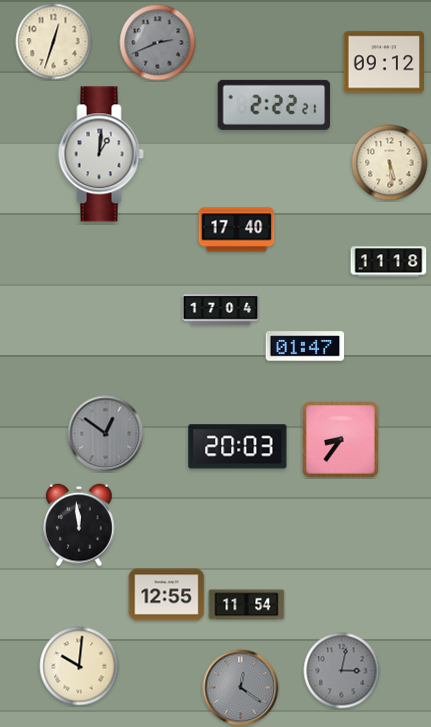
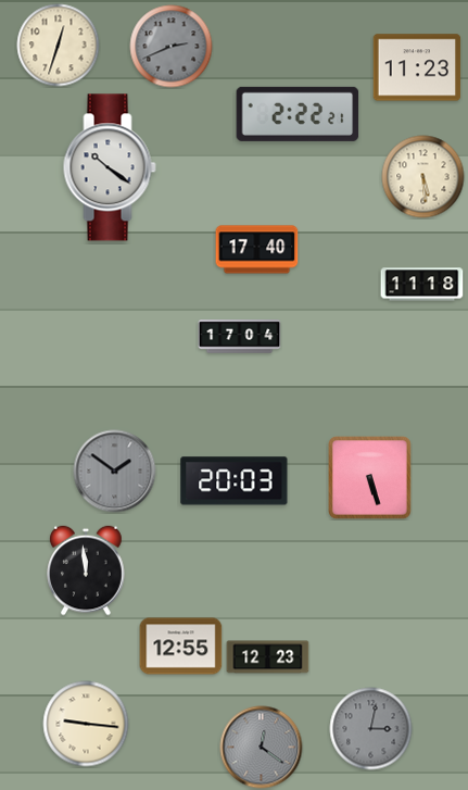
clock at (384, 62): 09:12 -> 11:23
clock at (101, 154): 1:01 -> 10:21
clock at (305, 346): 01:47 -> none
clock at (106, 434): 12:51 -> 1:51
clock at (341, 440): 8:36 -> 5:27
clock at (238, 447) position: (238, 447) -> (235, 481)
clock at (247, 605): 11:54 -> 12:23
clock at (79, 666): 10:01 -> 9:16
